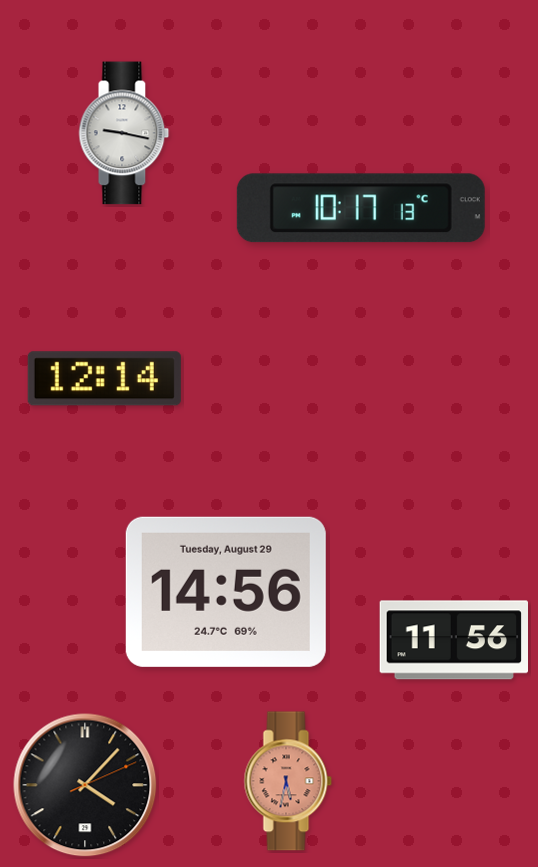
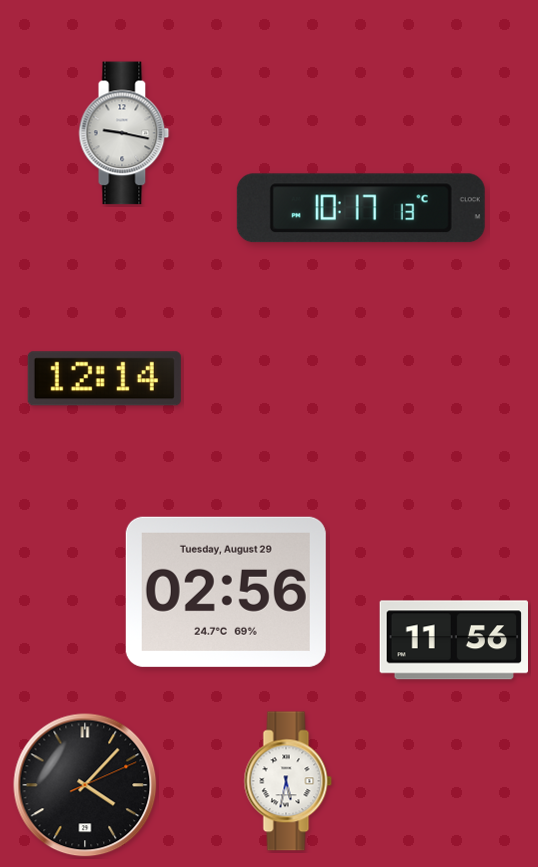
clock at (226, 592): 14:56 -> 02:56
clock at (288, 781) dial: salmon -> white
